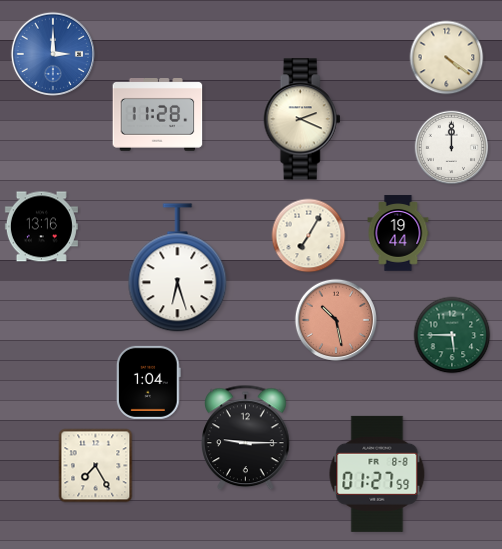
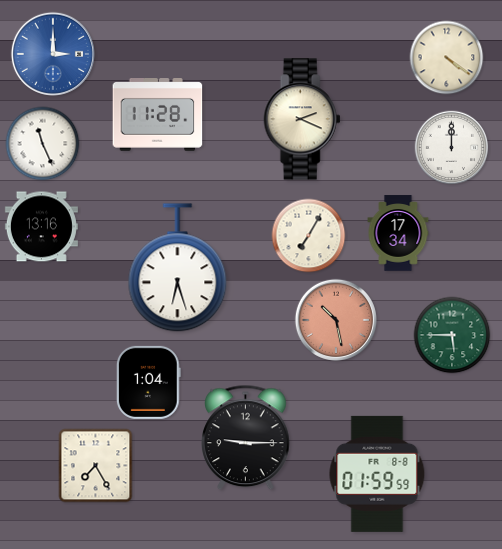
clock at (43, 144): none -> 11:26
clock at (398, 233): 19:44 -> 17:34
clock at (377, 474): 01:27 -> 01:59
